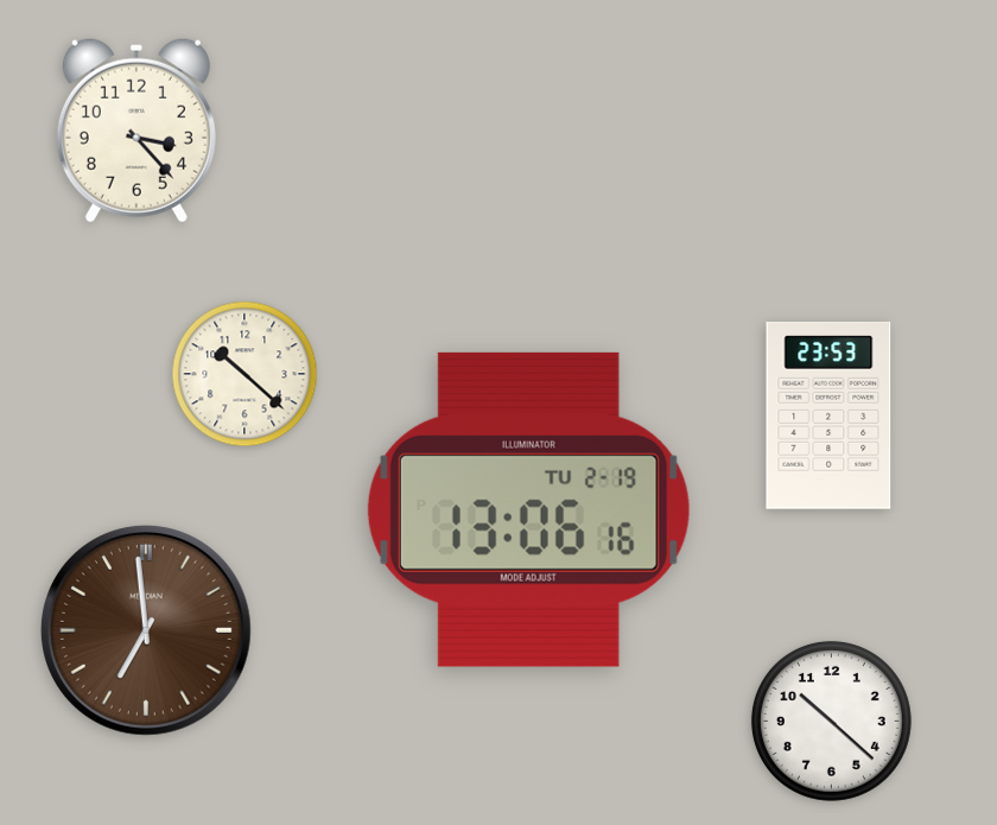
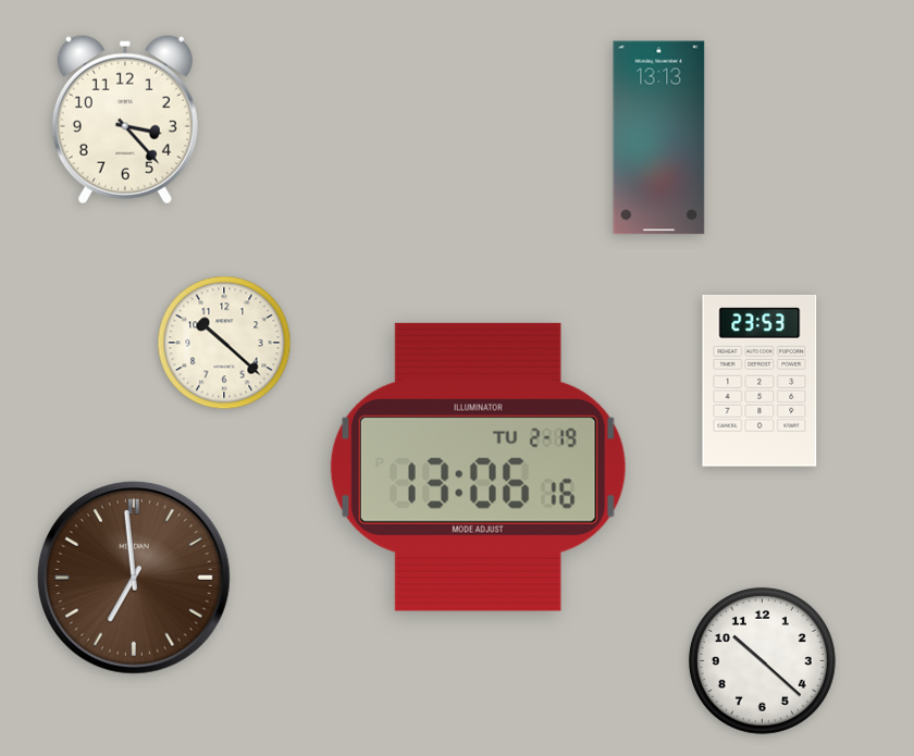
clock at (659, 138): none -> 13:13
clock at (528, 509) position: (528, 509) -> (478, 467)
